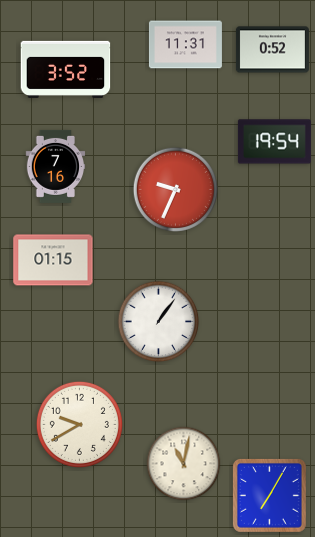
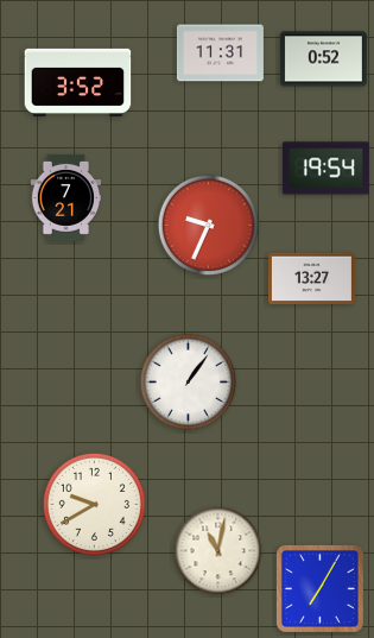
clock at (56, 166): 7:16 -> 7:21
clock at (311, 279): none -> 13:27
clock at (53, 260): 01:15 -> none
